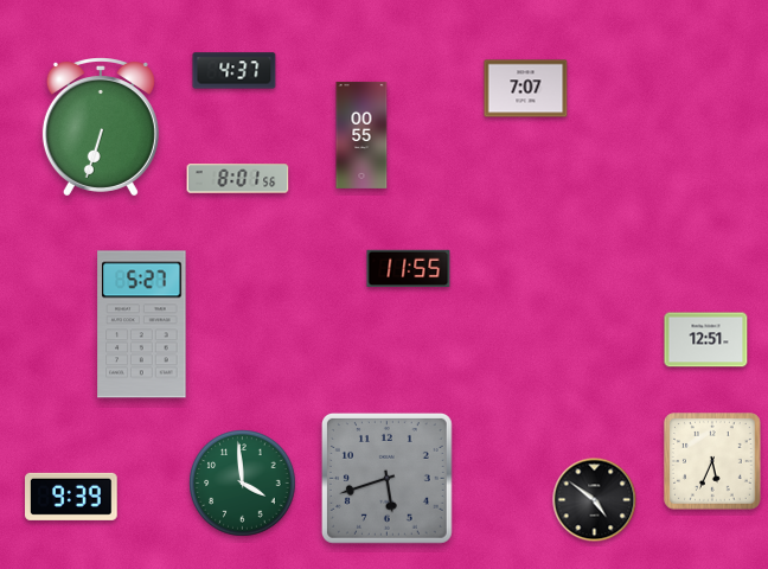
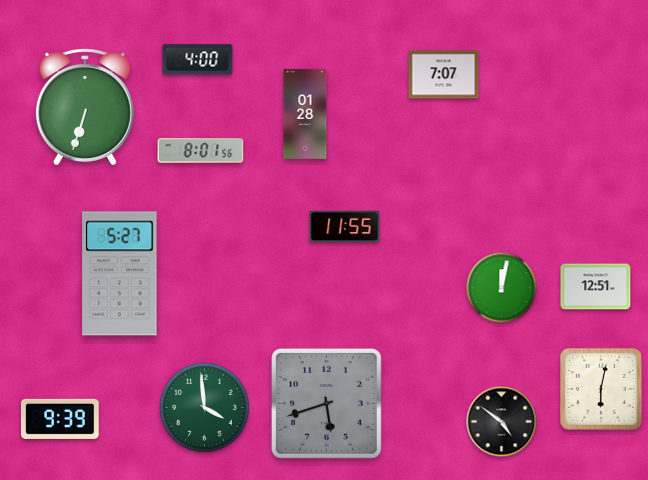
clock at (235, 71): 4:37 -> 4:00
clock at (361, 135): 00:55 -> 01:28
clock at (502, 288): none -> 12:02
clock at (713, 462): 5:34 -> 6:02
